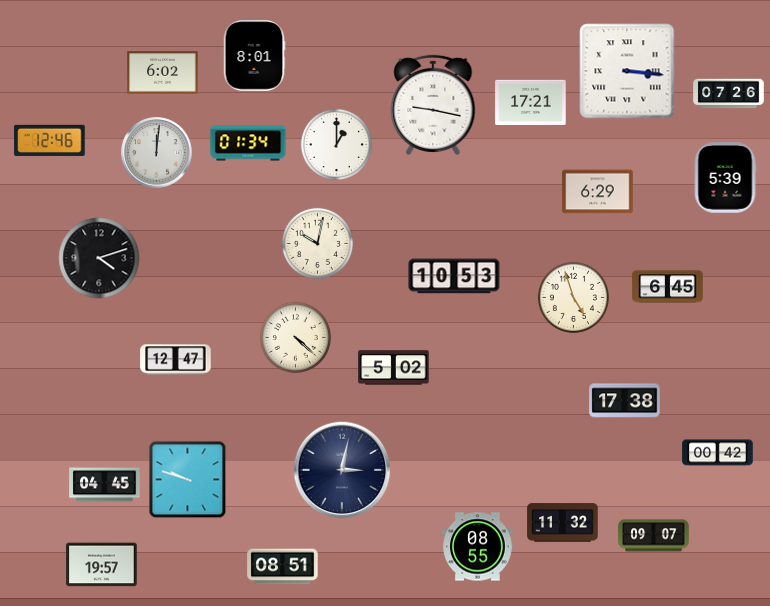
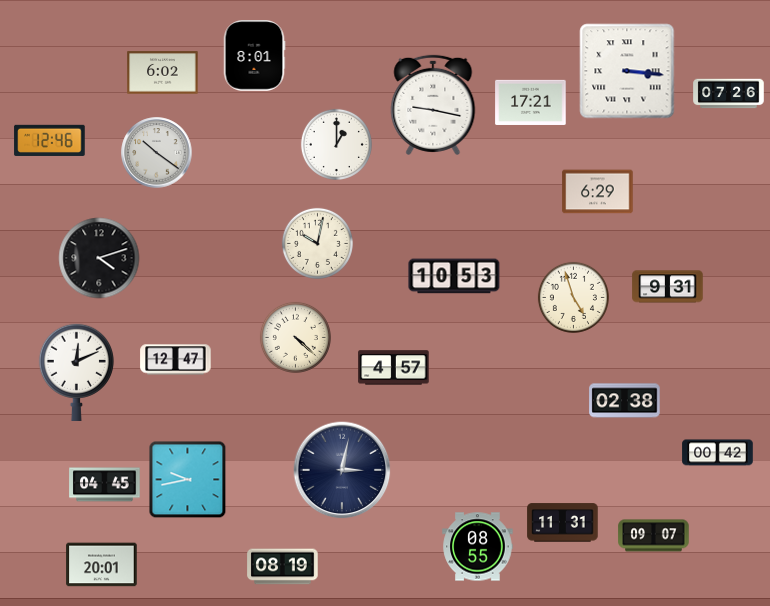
clock at (248, 143): 01:34 -> none
clock at (157, 153): 12:01 -> 10:21
clock at (725, 178): 5:39 -> none
clock at (668, 287): 6:45 -> 9:31
clock at (394, 368): 5:02 -> 4:57
clock at (76, 372): none -> 12:11
clock at (625, 401): 17:38 -> 02:38
clock at (188, 480): 9:48 -> 9:43
clock at (563, 523): 11:32 -> 11:31
clock at (102, 565): 19:57 -> 20:01
clock at (283, 567): 08:51 -> 08:19
